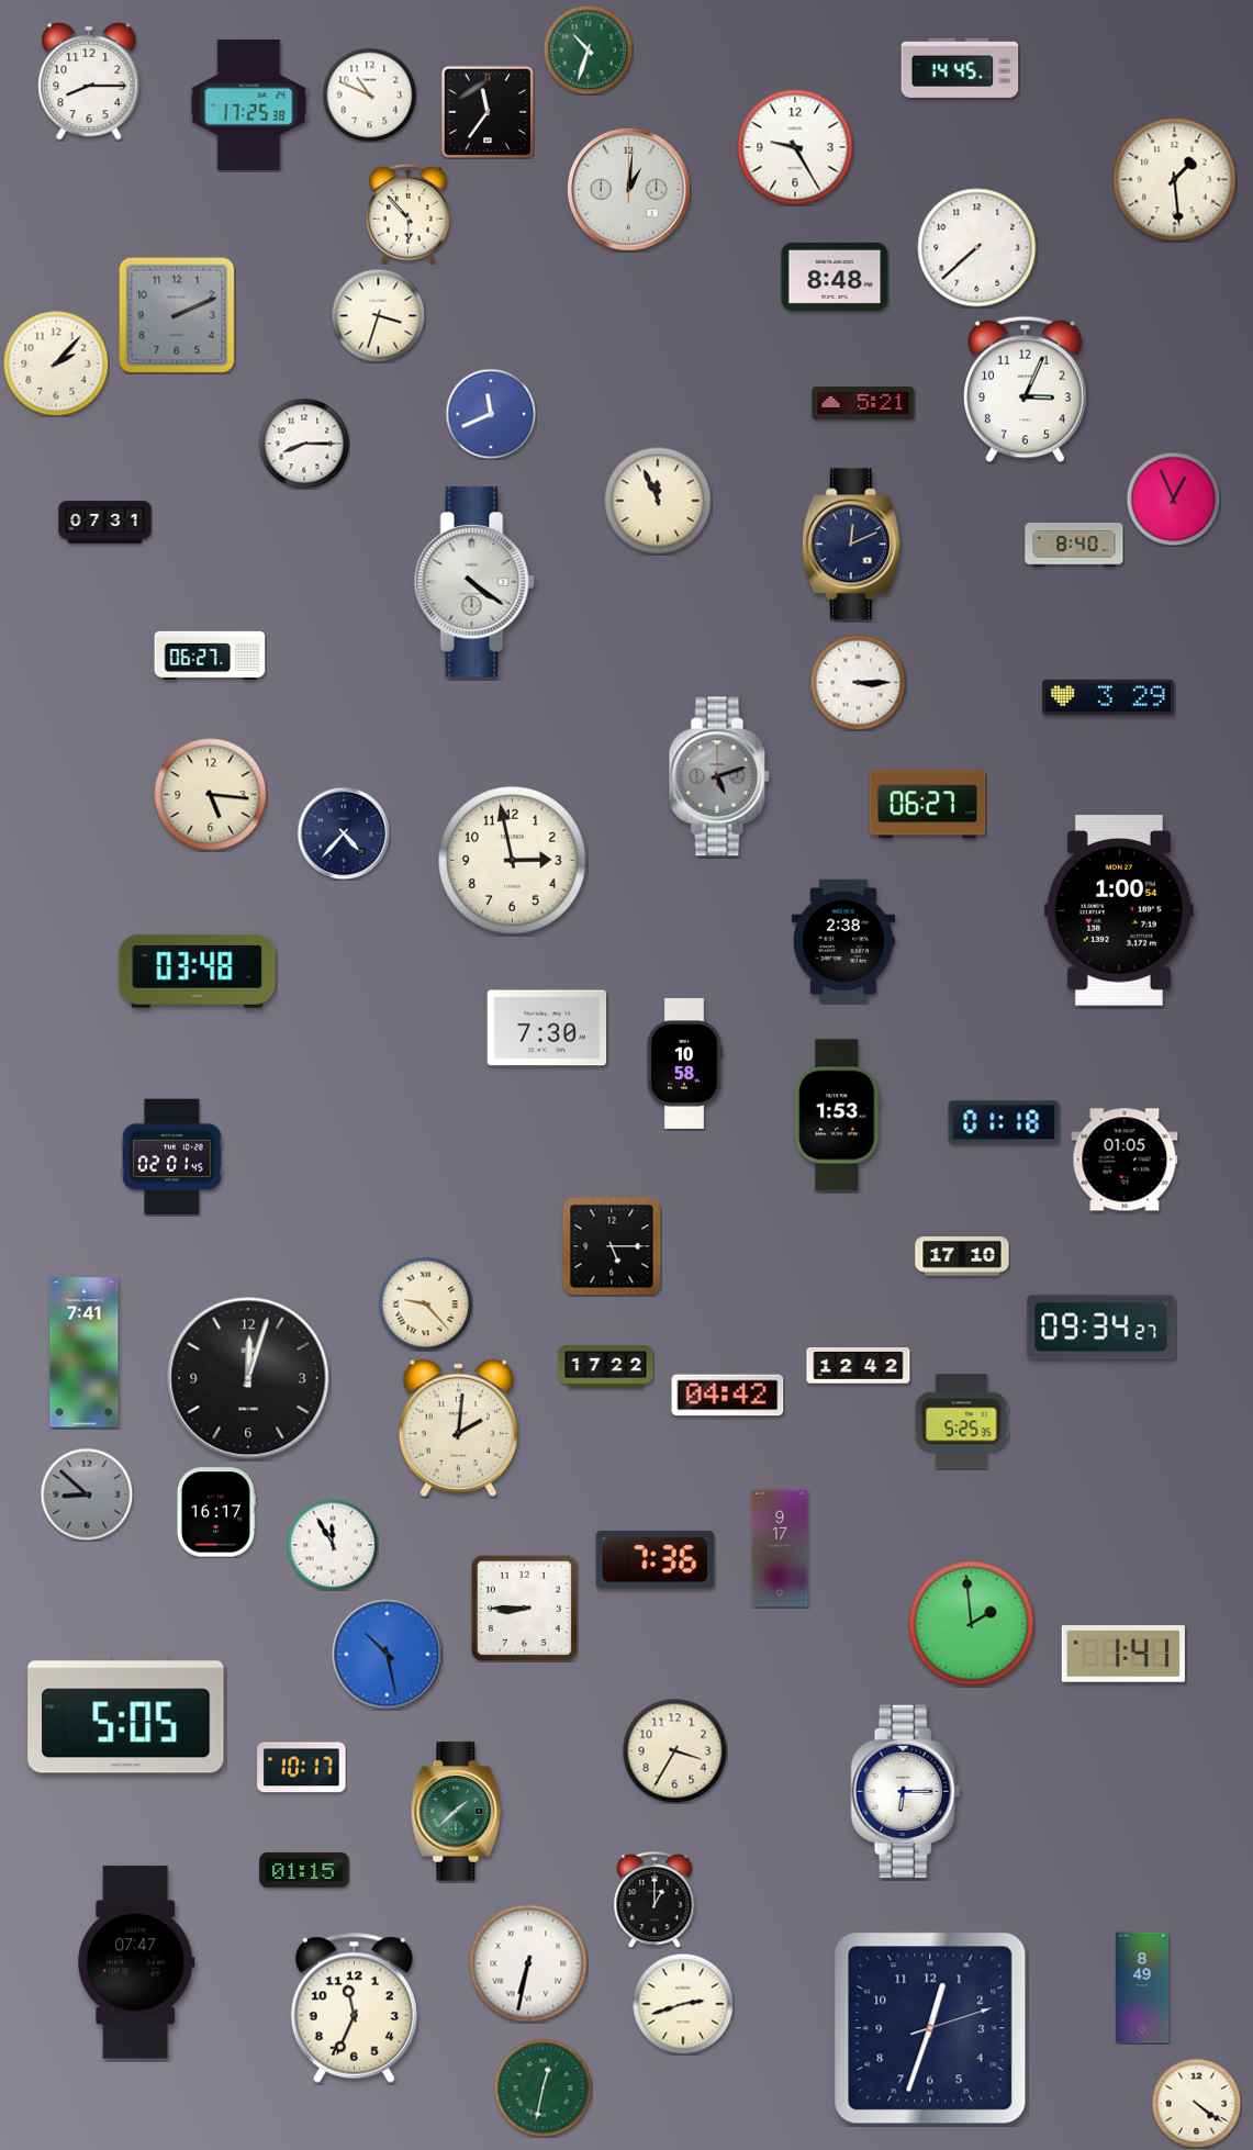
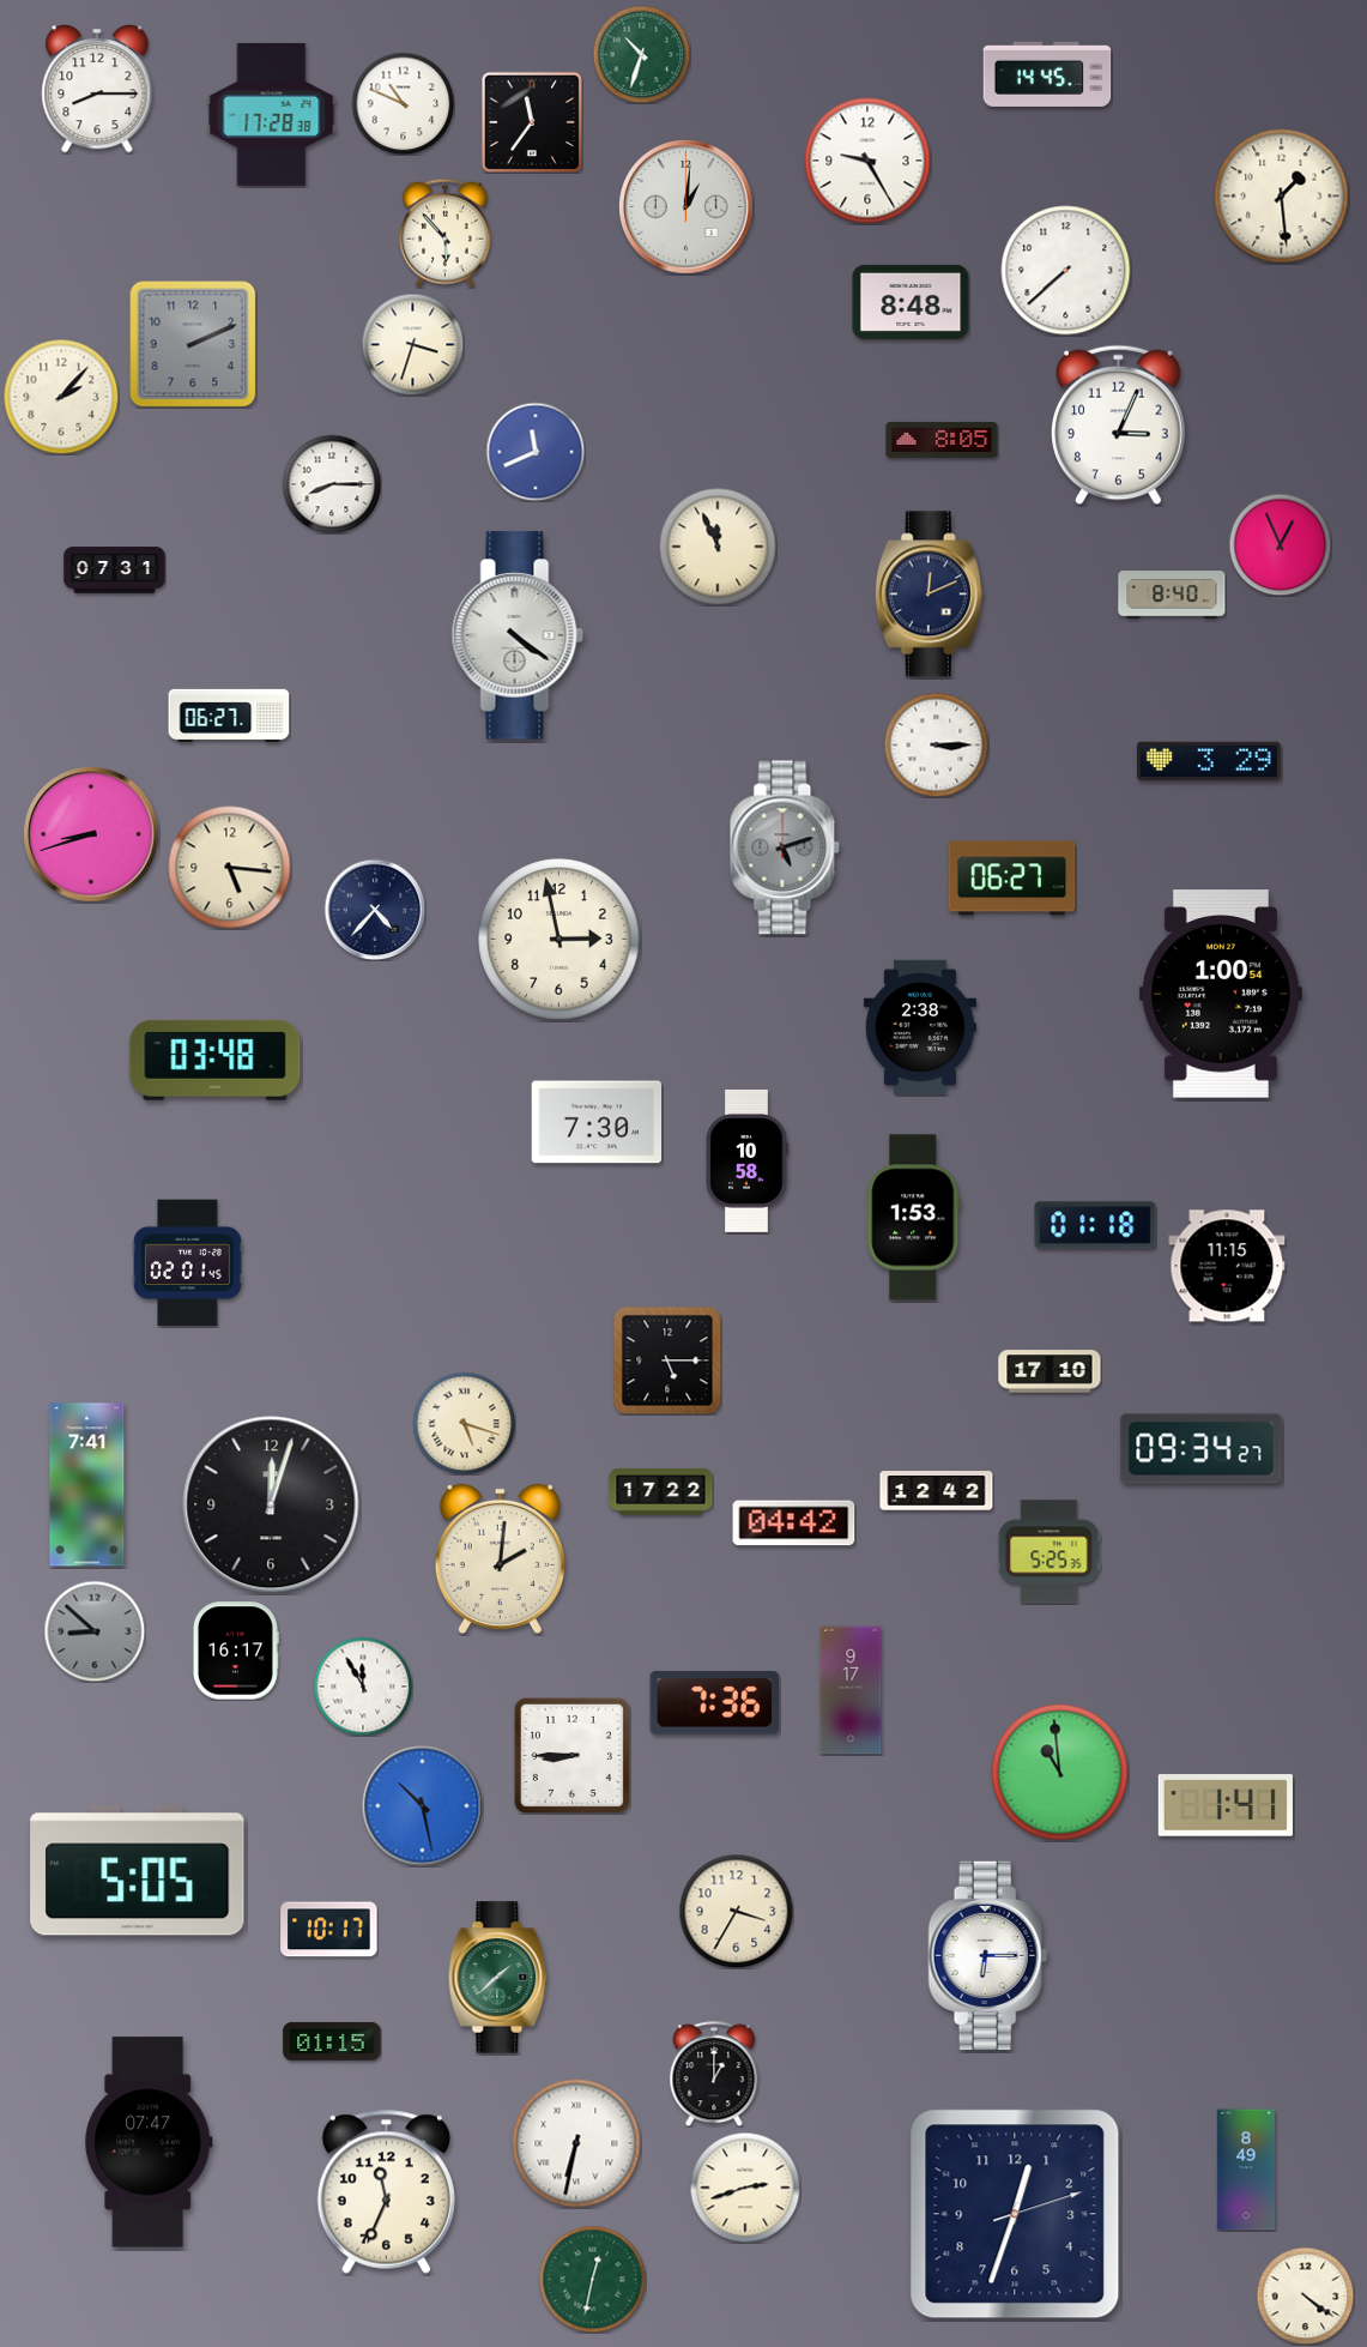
clock at (249, 104): 17:25 -> 17:28
clock at (863, 403): 5:21 -> 8:05
clock at (91, 834): none -> 8:42
clock at (1125, 1160): 01:05 -> 11:15
clock at (425, 1303): 9:23 -> 5:18
clock at (85, 1353) position: (85, 1353) -> (87, 1485)
clock at (972, 1624): 1:59 -> 10:59
